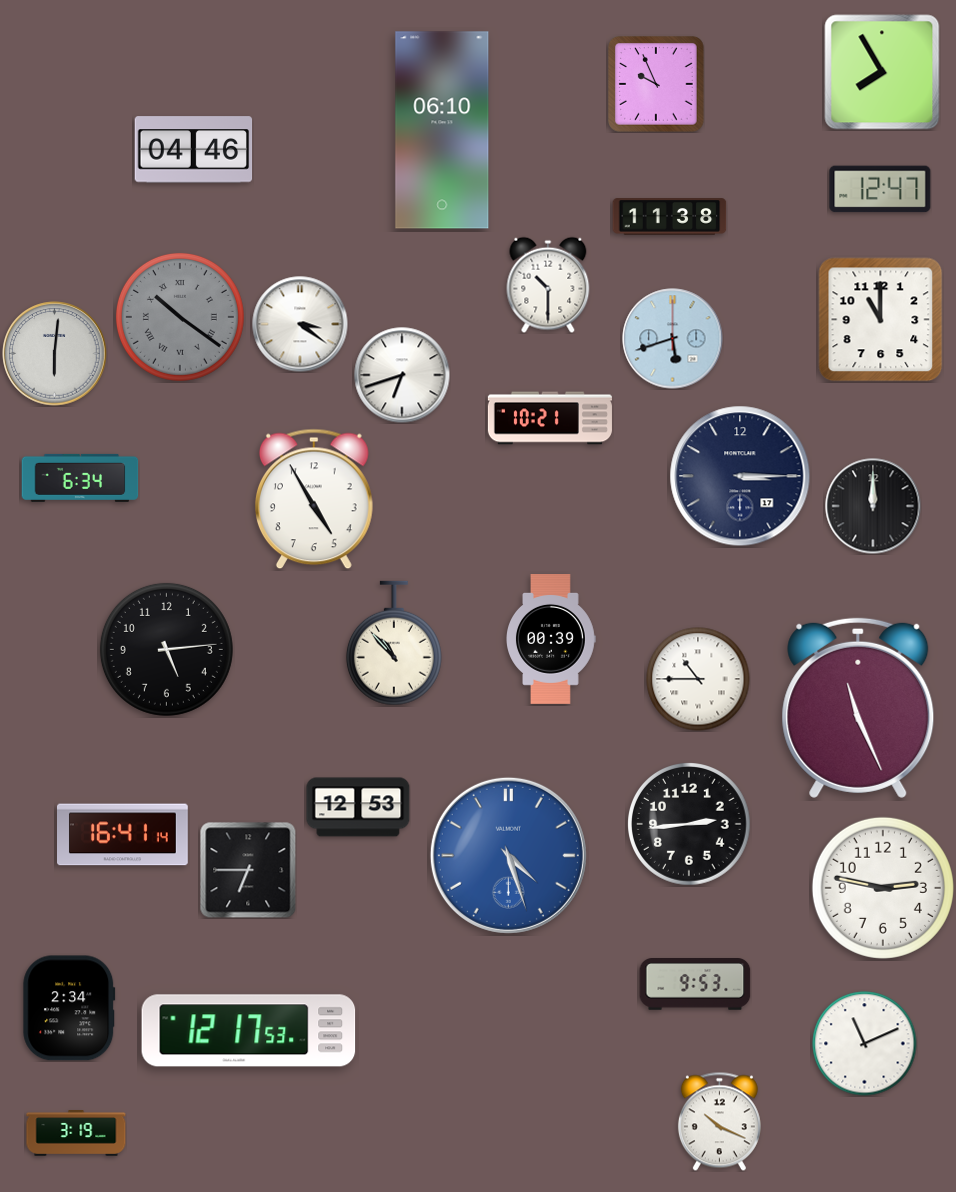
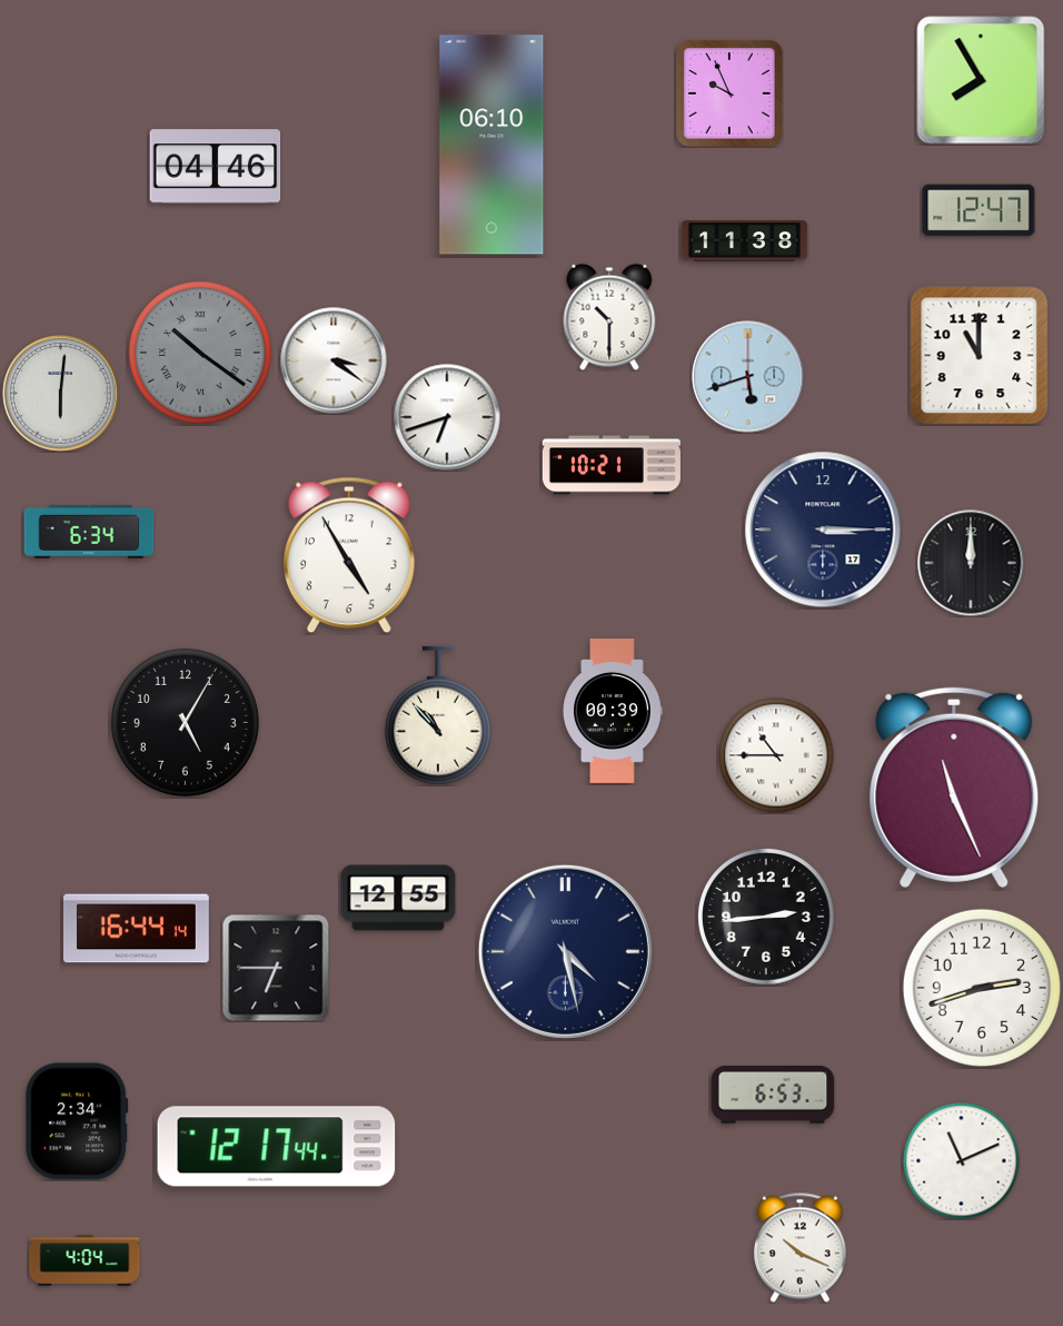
clock at (166, 649): 5:14 -> 5:05
clock at (358, 807): 12:53 -> 12:55
clock at (123, 835): 16:41 -> 16:44
clock at (508, 855): 4:27 -> 4:28
clock at (508, 855) dial: blue -> navy
clock at (883, 888): 2:47 -> 2:42
clock at (695, 985): 9:53 -> 6:53
clock at (249, 1031): 12:17:53 -> 12:17:44
clock at (76, 1134): 3:19 -> 4:04
